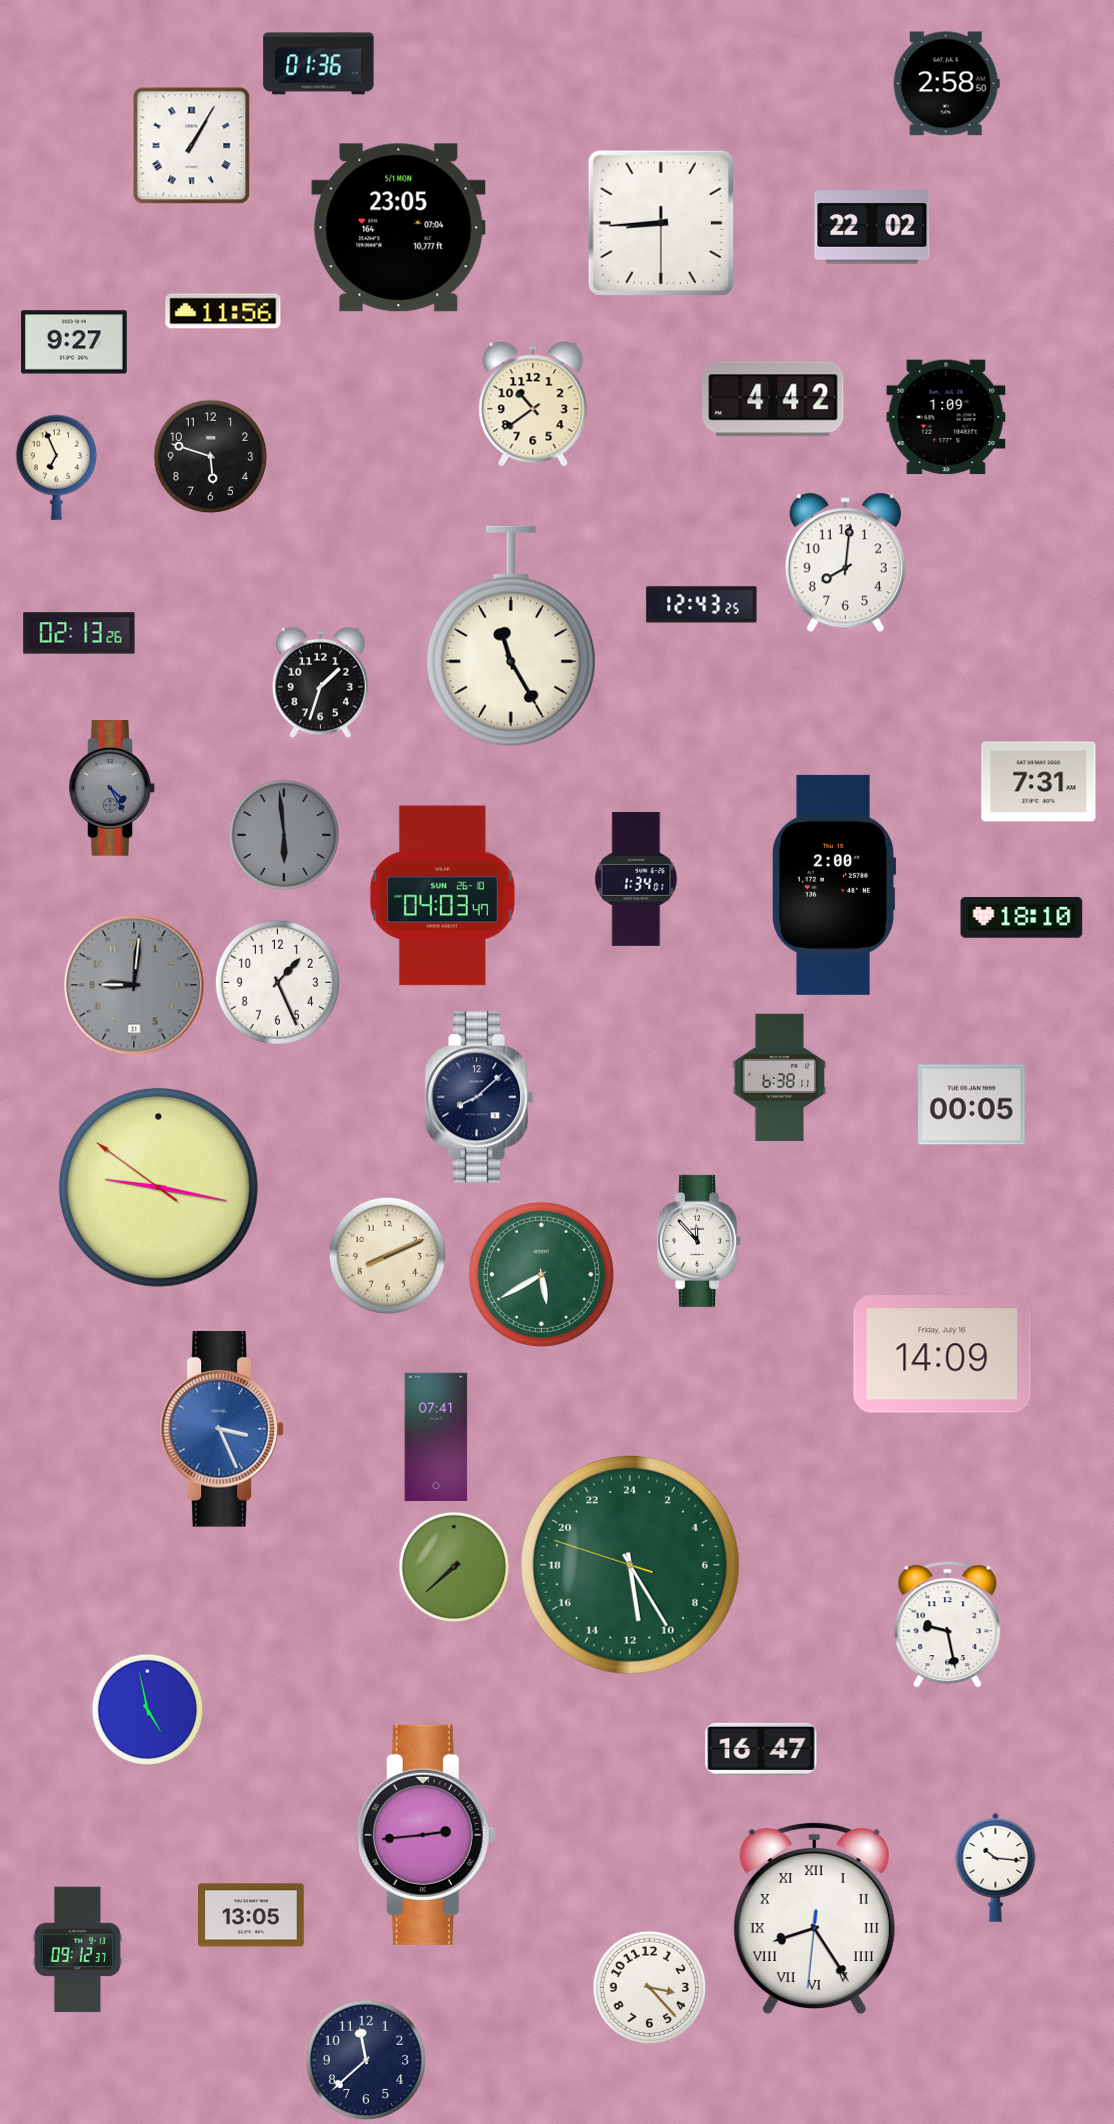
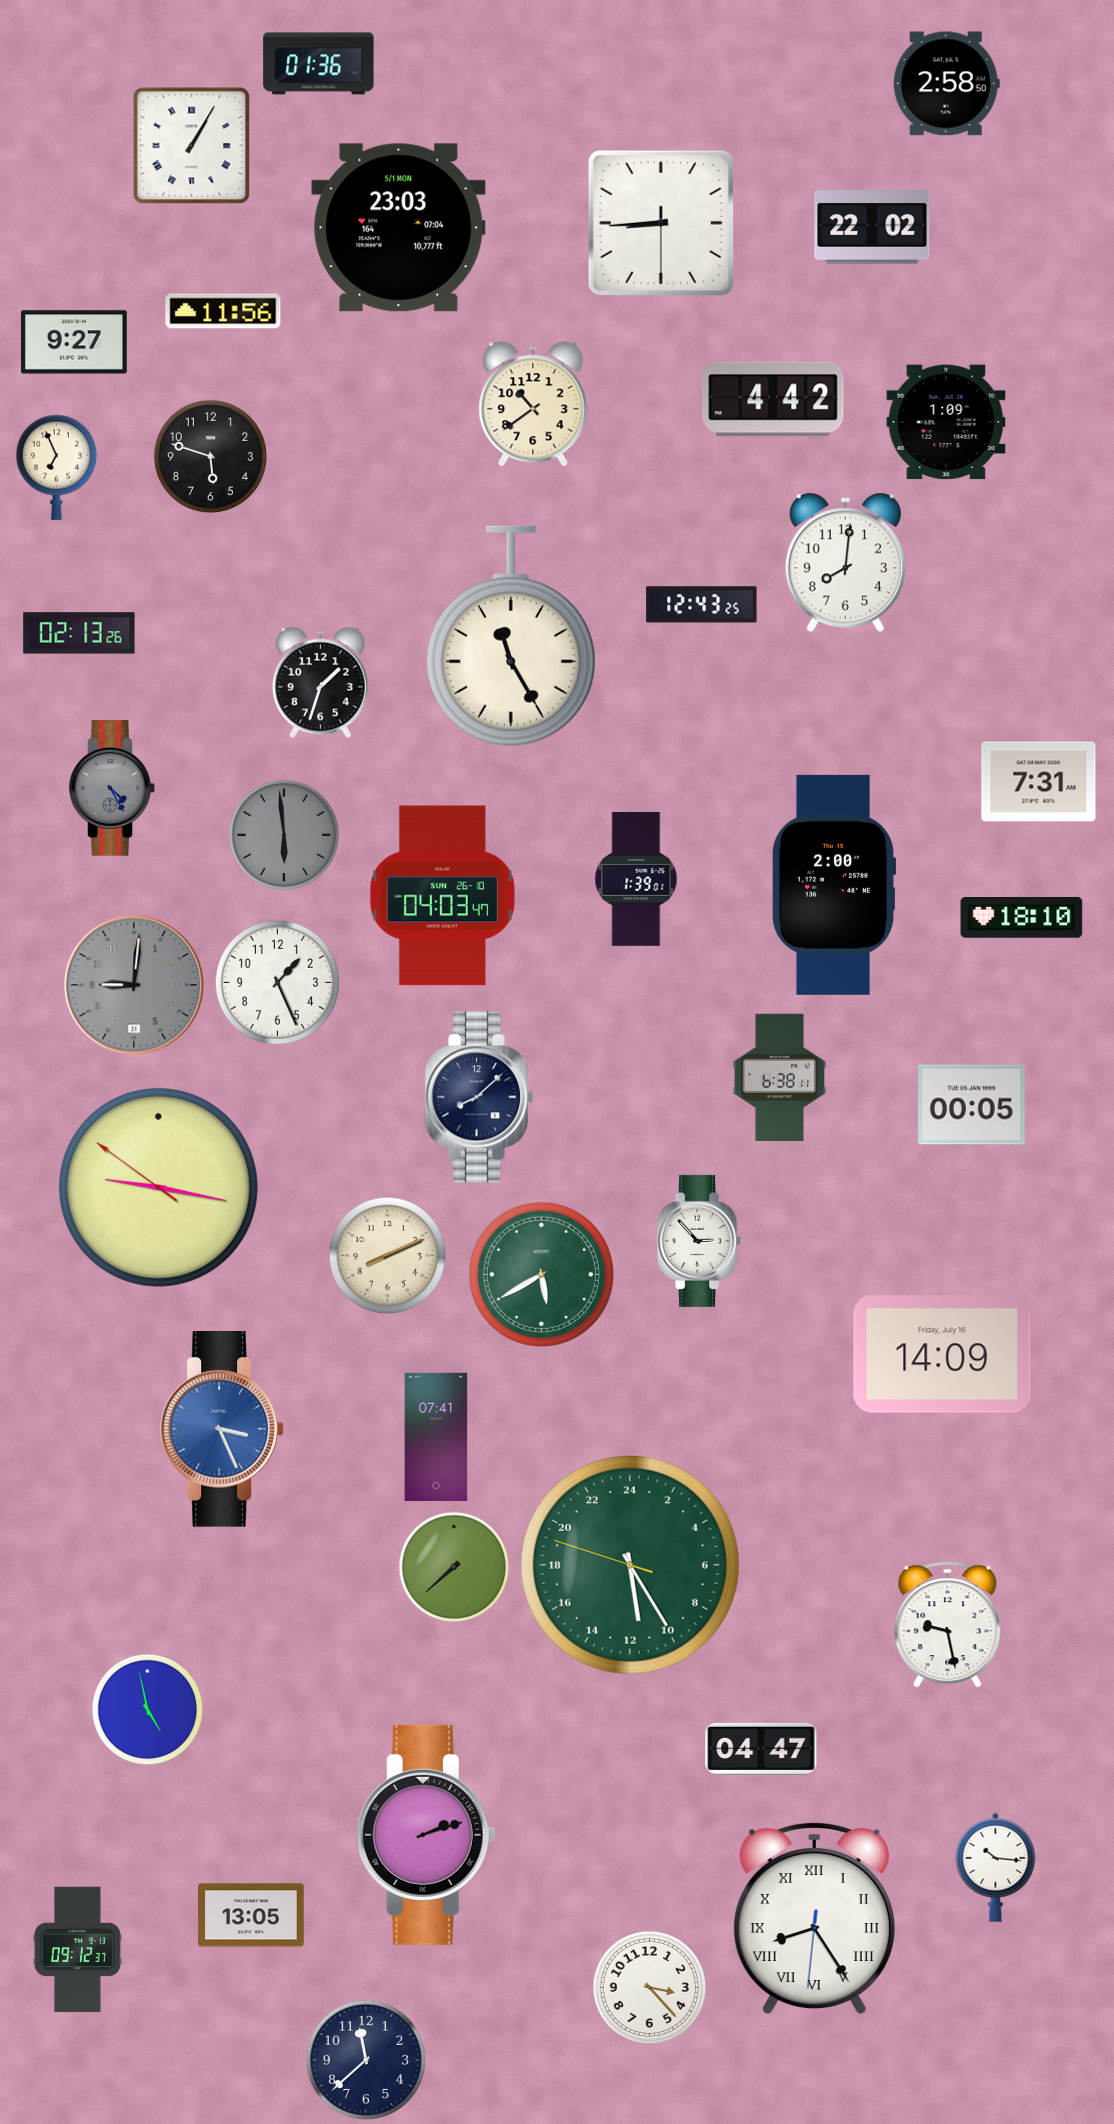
clock at (399, 228): 23:05 -> 23:03
clock at (946, 417) position: (946, 417) -> (946, 422)
clock at (636, 879): 1:34 -> 1:39
clock at (700, 1241): 11:53 -> 2:53
clock at (761, 1749): 16:47 -> 04:47
clock at (426, 1835): 2:44 -> 2:12
